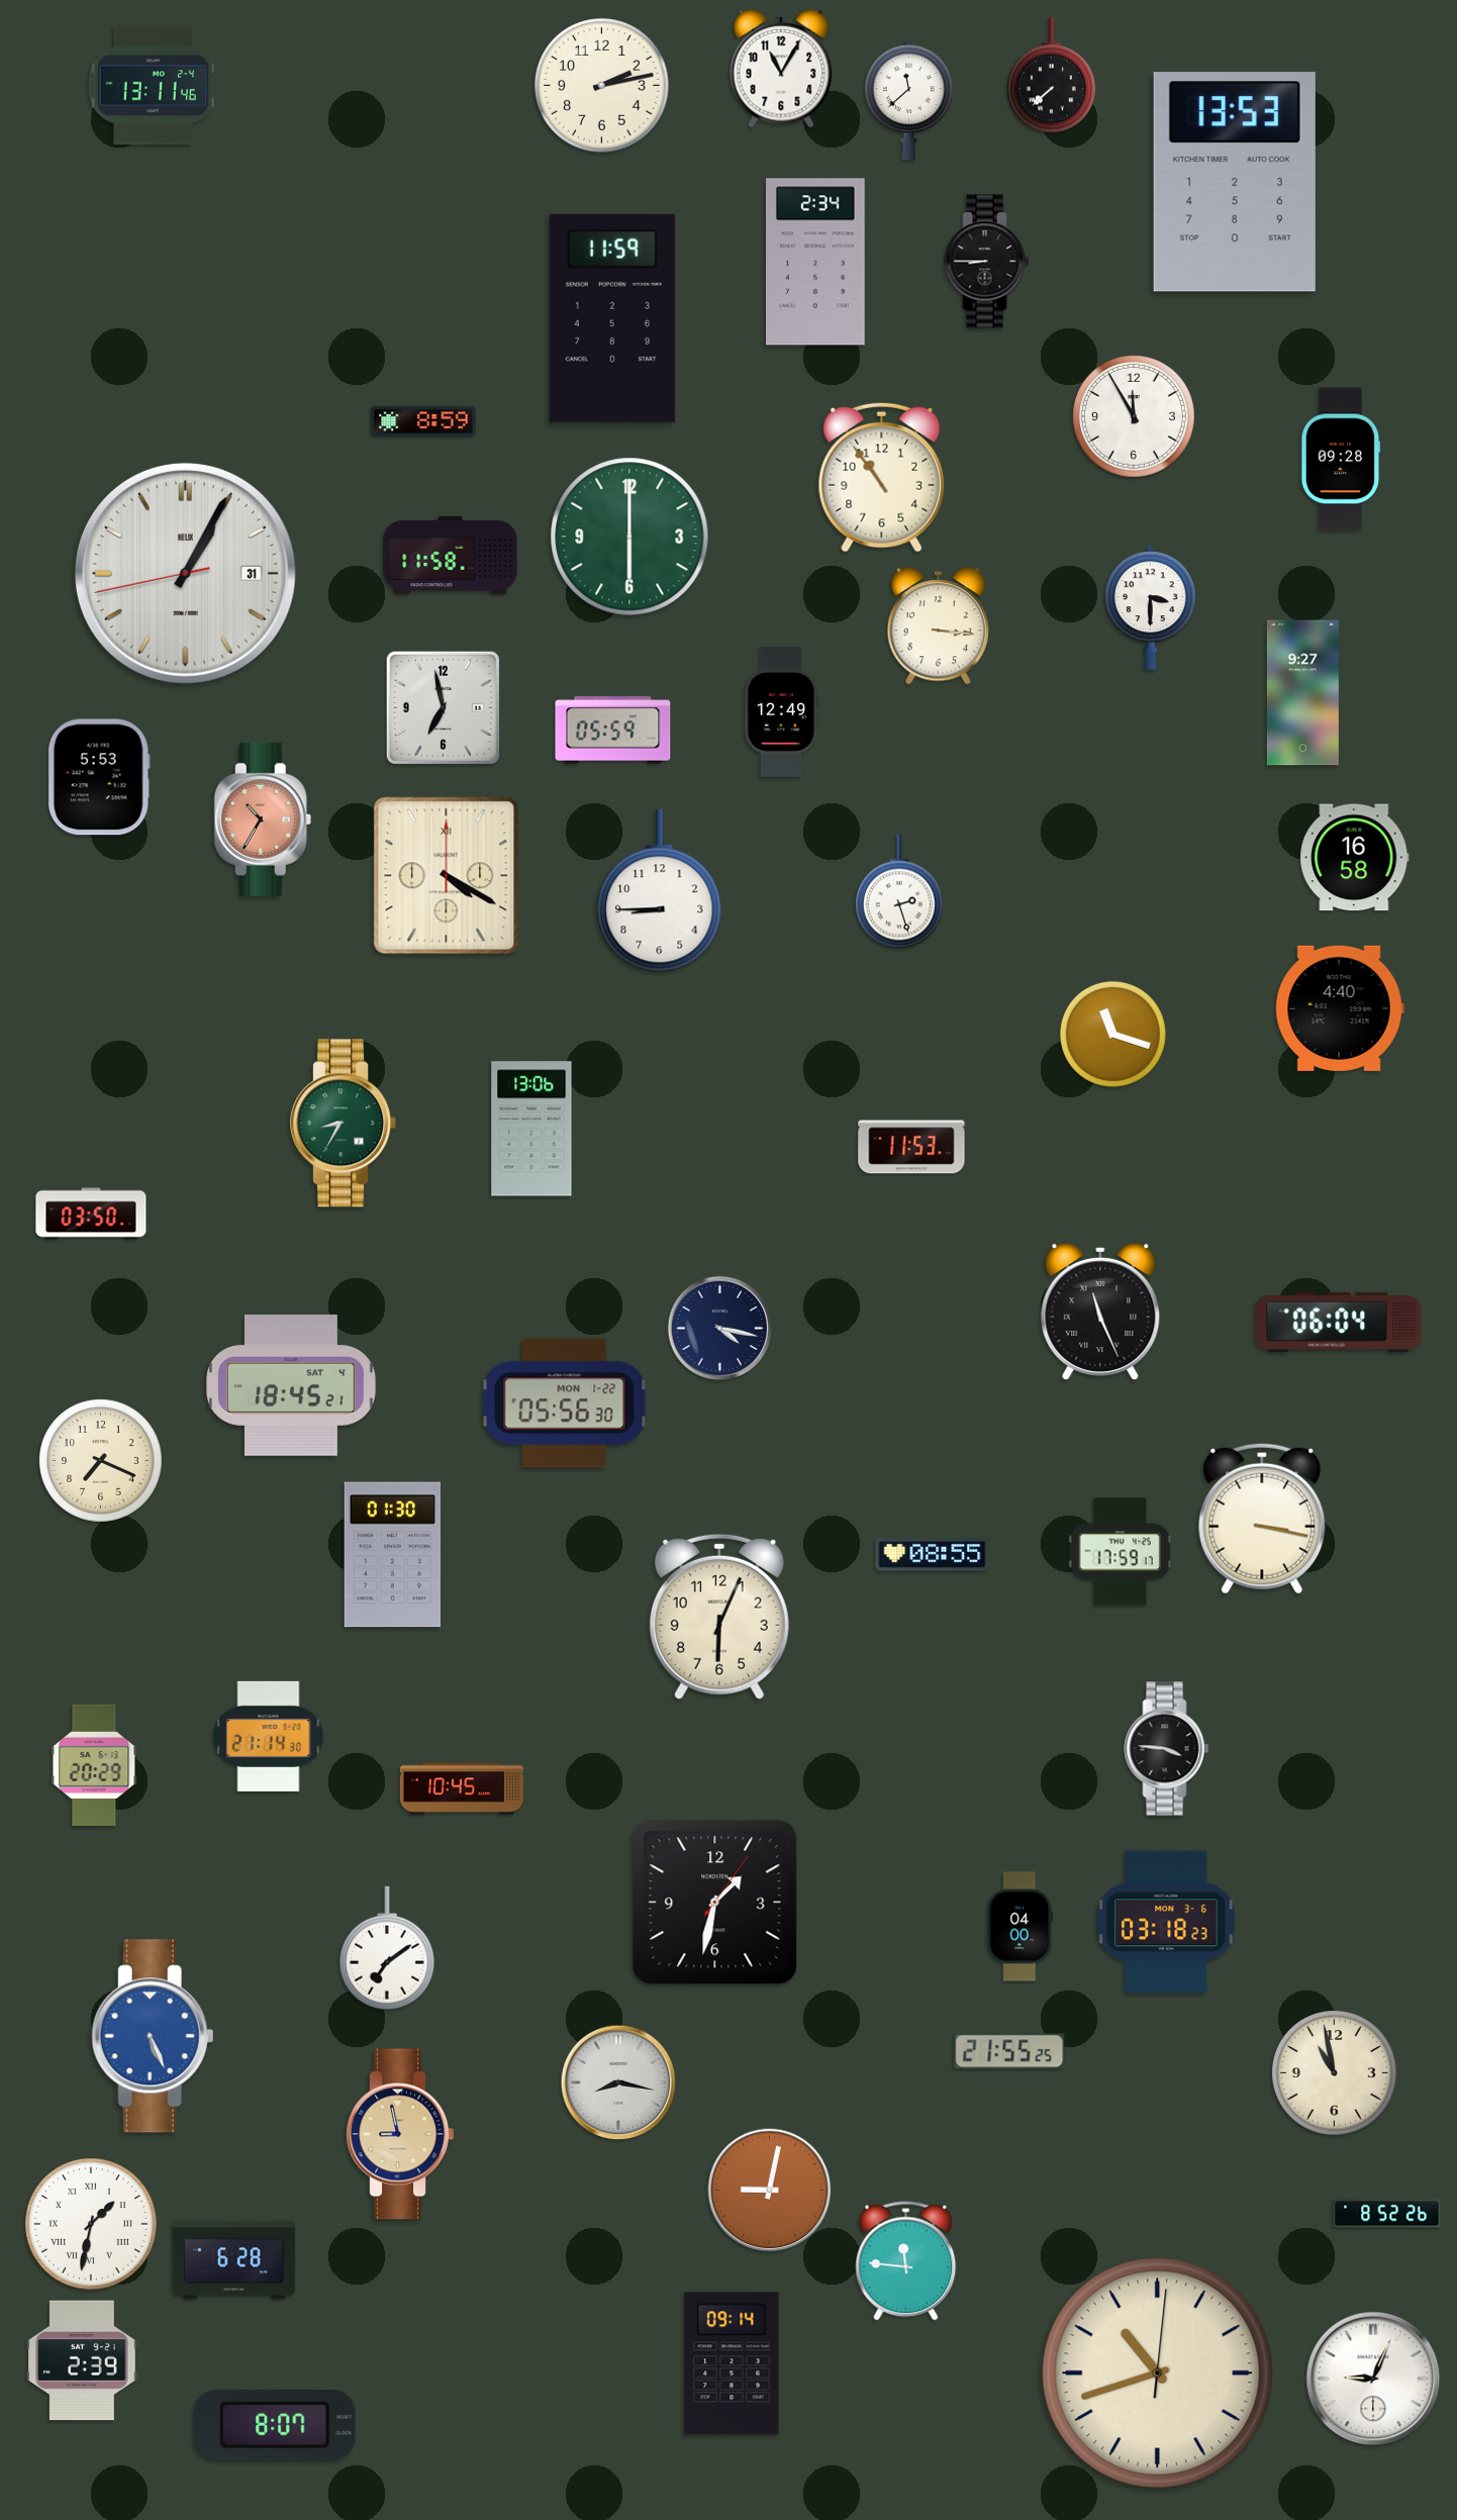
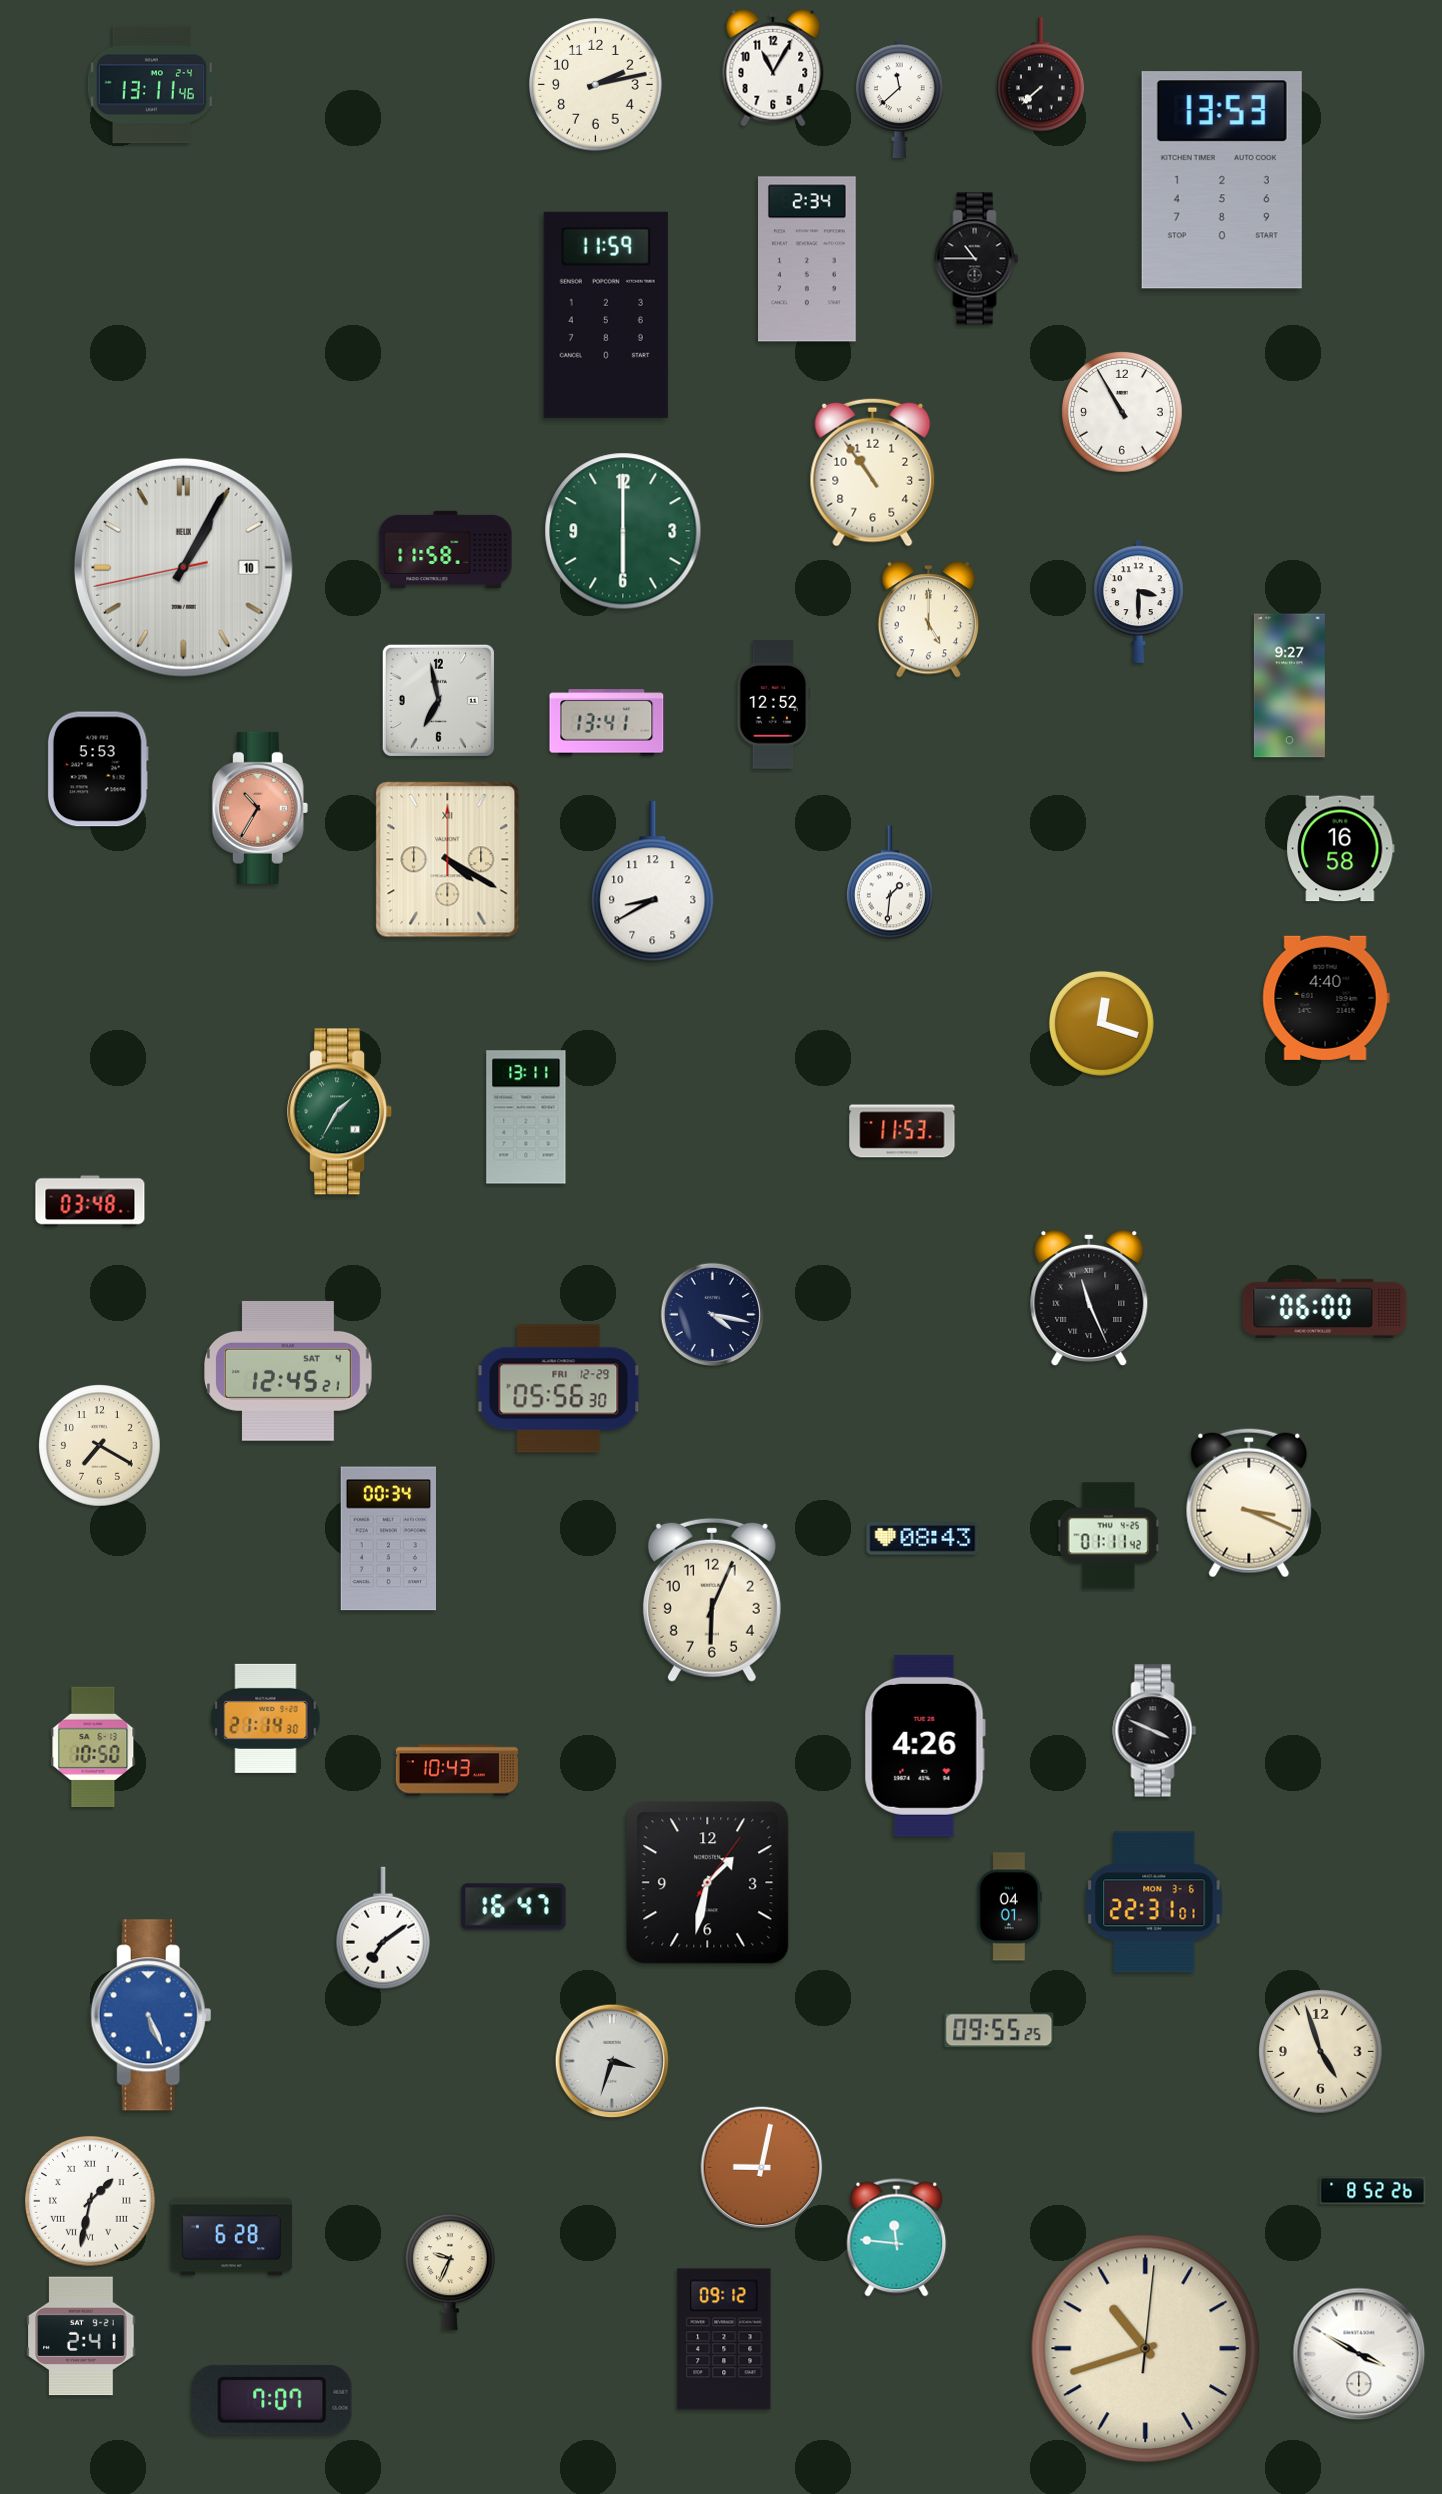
clock at (987, 262): 8:45 -> 10:45
clock at (1135, 417): 11:55 -> 10:55
clock at (423, 421): 8:59 -> none
clock at (1341, 459): 09:28 -> none
clock at (185, 573) date: 31 -> 10
clock at (938, 626): 3:16 -> 5:00
clock at (782, 712): 12:49 -> 12:52
clock at (613, 731): 05:59 -> 13:41
clock at (263, 819) position: (263, 819) -> (260, 808)
clock at (447, 876) position: (447, 876) -> (448, 860)
clock at (660, 891): 8:45 -> 8:40
clock at (899, 891): 2:27 -> 1:31
clock at (1112, 1034): 11:18 -> 12:18
clock at (344, 1124): 8:35 -> 1:35
clock at (531, 1129): 13:06 -> 13:11
clock at (911, 1147) position: (911, 1147) -> (902, 1131)
clock at (91, 1214): 03:50 -> 03:48
clock at (1339, 1322): 06:04 -> 06:00
clock at (292, 1385): 18:45 -> 12:45
clock at (565, 1403) date: MON 1-22 -> FRI 12-29
clock at (101, 1461): 7:19 -> 7:20
clock at (1262, 1519): 3:17 -> 3:19
clock at (1120, 1552): 17:59 -> 01:11
clock at (392, 1555): 01:30 -> 00:34
clock at (933, 1555): 08:55 -> 08:43
clock at (1167, 1749): 3:46 -> 3:49
clock at (94, 1764): 20:29 -> 10:50
clock at (925, 1746): none -> 4:26
clock at (462, 1788): 10:45 -> 10:43
clock at (1166, 1922): 03:18 -> 22:31
clock at (514, 1907): none -> 16:47
clock at (1019, 1927): 04:00 -> 04:01
clock at (1009, 2051): 21:55 -> 09:55
clock at (1335, 2073): 10:58 -> 4:57
clock at (618, 2082): 8:17 -> 3:33
clock at (400, 2134): 8:58 -> none
clock at (450, 2272): none -> 9:34
clock at (82, 2360): 2:39 -> 2:41
clock at (732, 2363): 09:14 -> 09:12
clock at (1373, 2379): 9:04 -> 3:50
clock at (275, 2425): 8:07 -> 7:07
